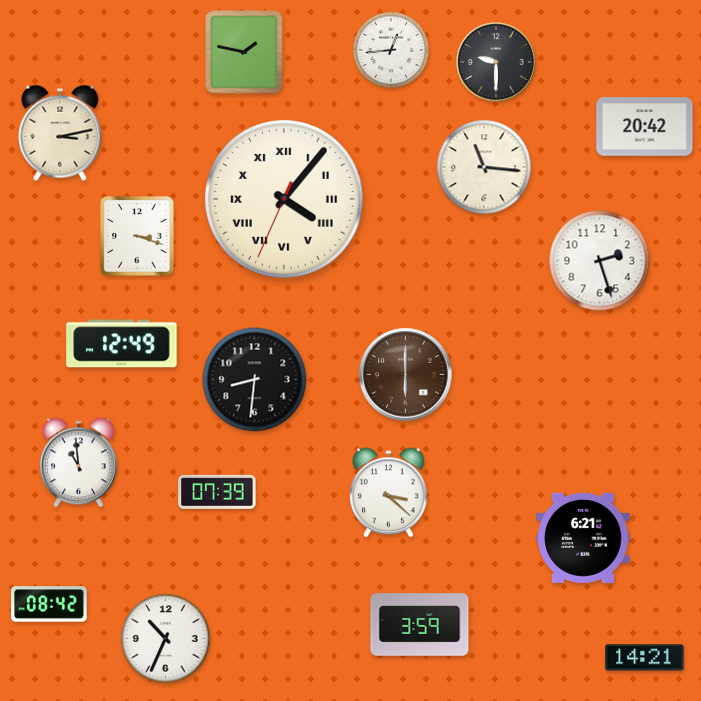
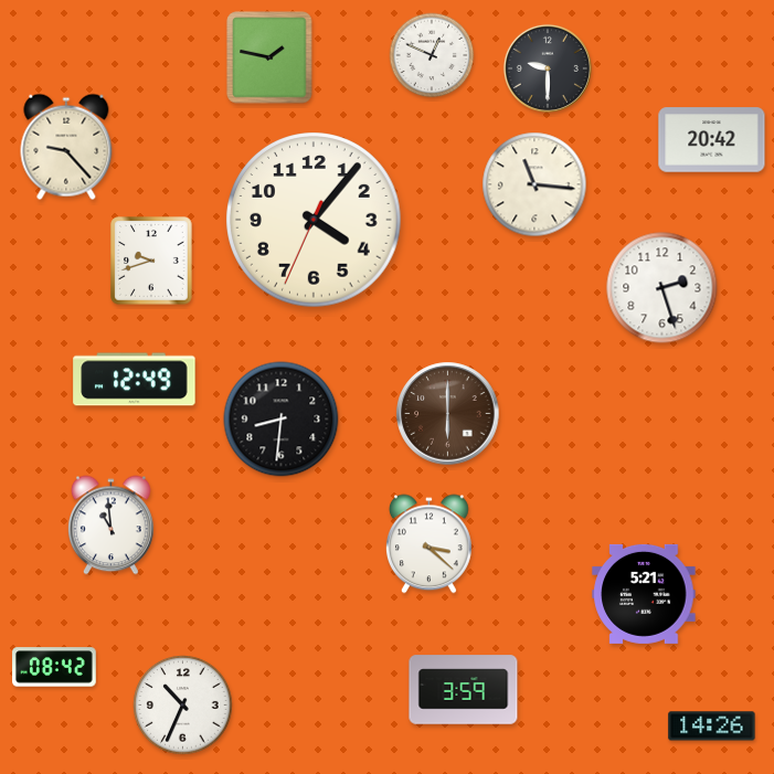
clock at (391, 50): 12:44 -> 12:49
clock at (60, 133): 3:13 -> 9:23
clock at (284, 199) numerals: Roman -> Arabic
clock at (137, 236): 3:18 -> 9:42
clock at (78, 463) position: (78, 463) -> (110, 526)
clock at (217, 492): 07:39 -> none
clock at (583, 538): 6:21 -> 5:21
clock at (645, 658): 14:21 -> 14:26
